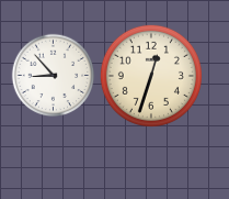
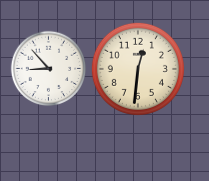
clock at (151, 76): 12:33 -> 12:31
